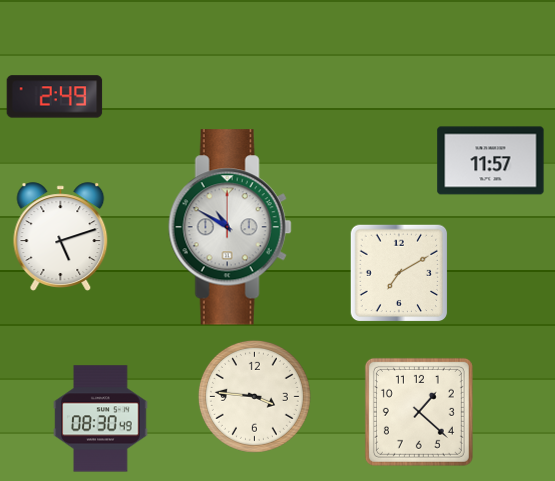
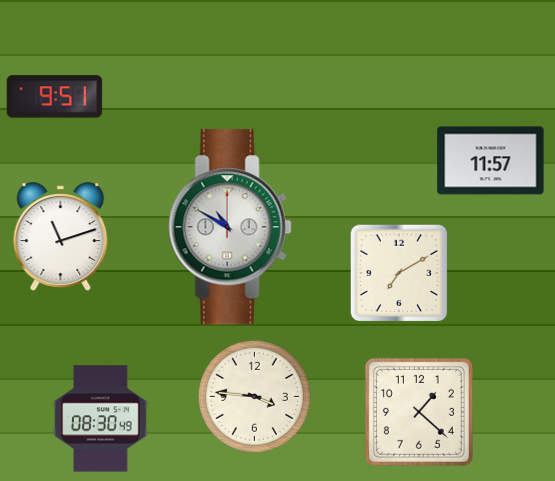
clock at (55, 97): 2:49 -> 9:51
clock at (61, 237): 5:12 -> 11:12
